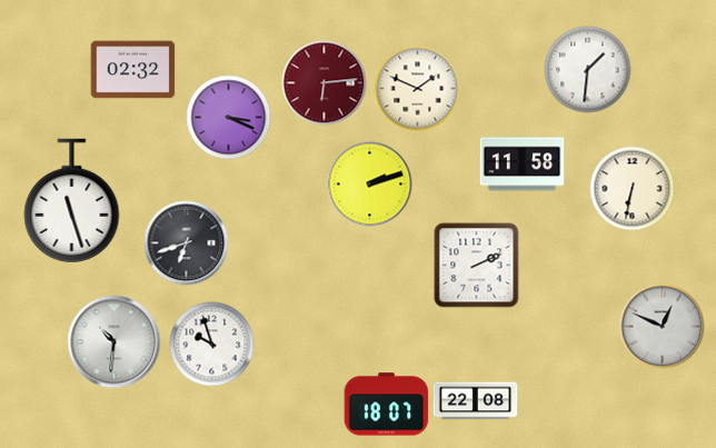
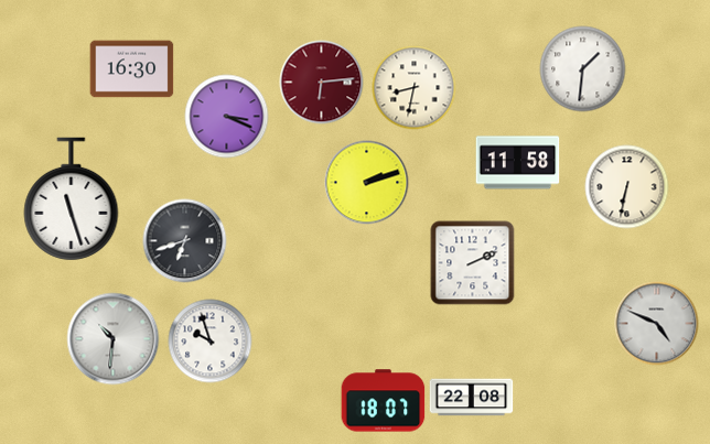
clock at (133, 70): 02:32 -> 16:30
clock at (418, 89): 1:49 -> 8:32
clock at (663, 327): 12:49 -> 4:49
